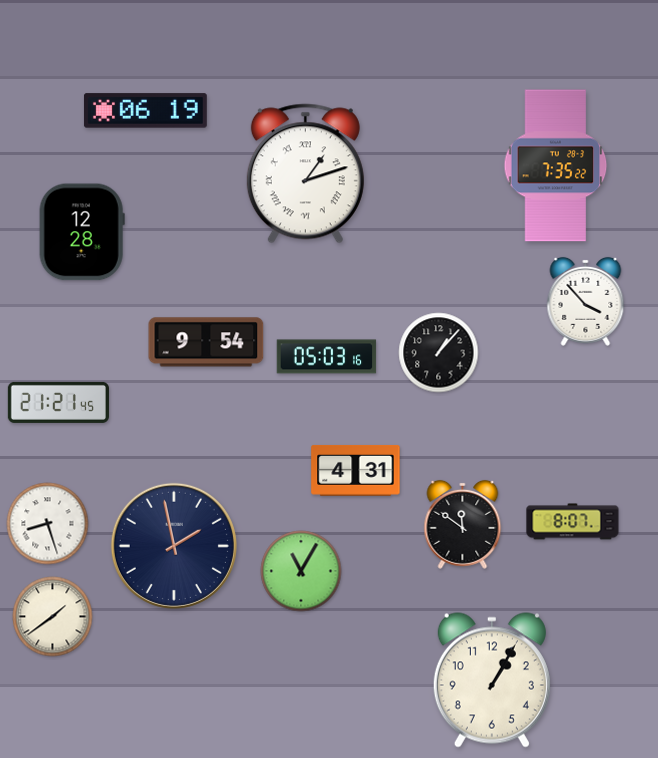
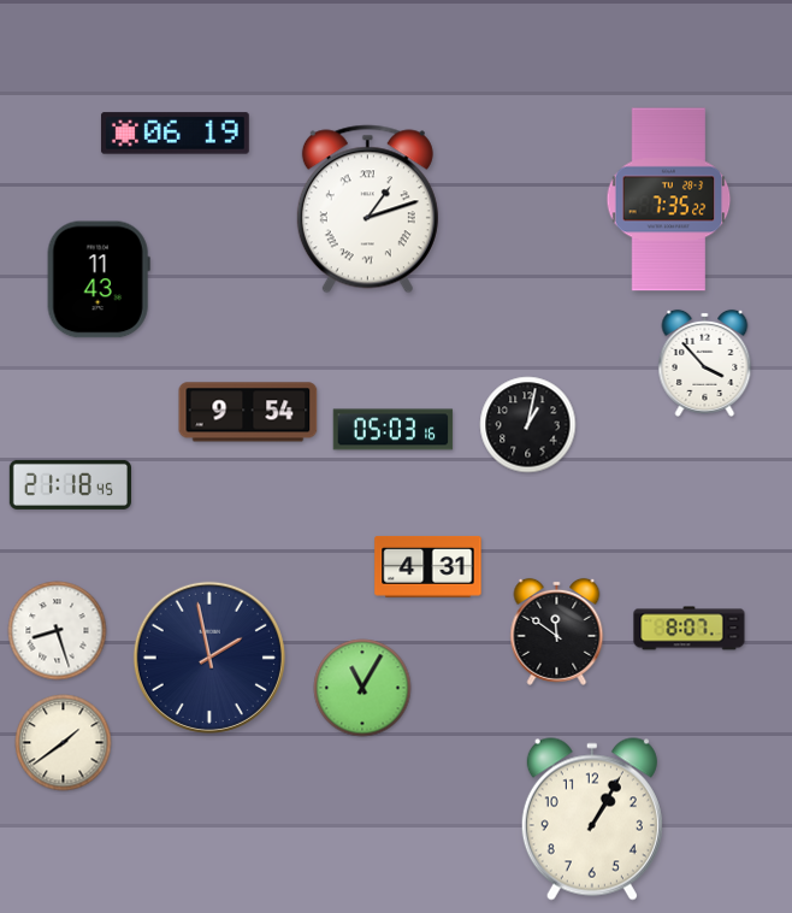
clock at (82, 232): 12:28 -> 11:43
clock at (439, 353): 1:07 -> 1:02
clock at (58, 402): 21:21 -> 21:18
